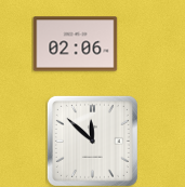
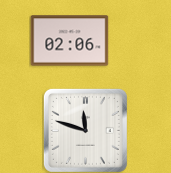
clock at (92, 141): 11:52 -> 11:48
